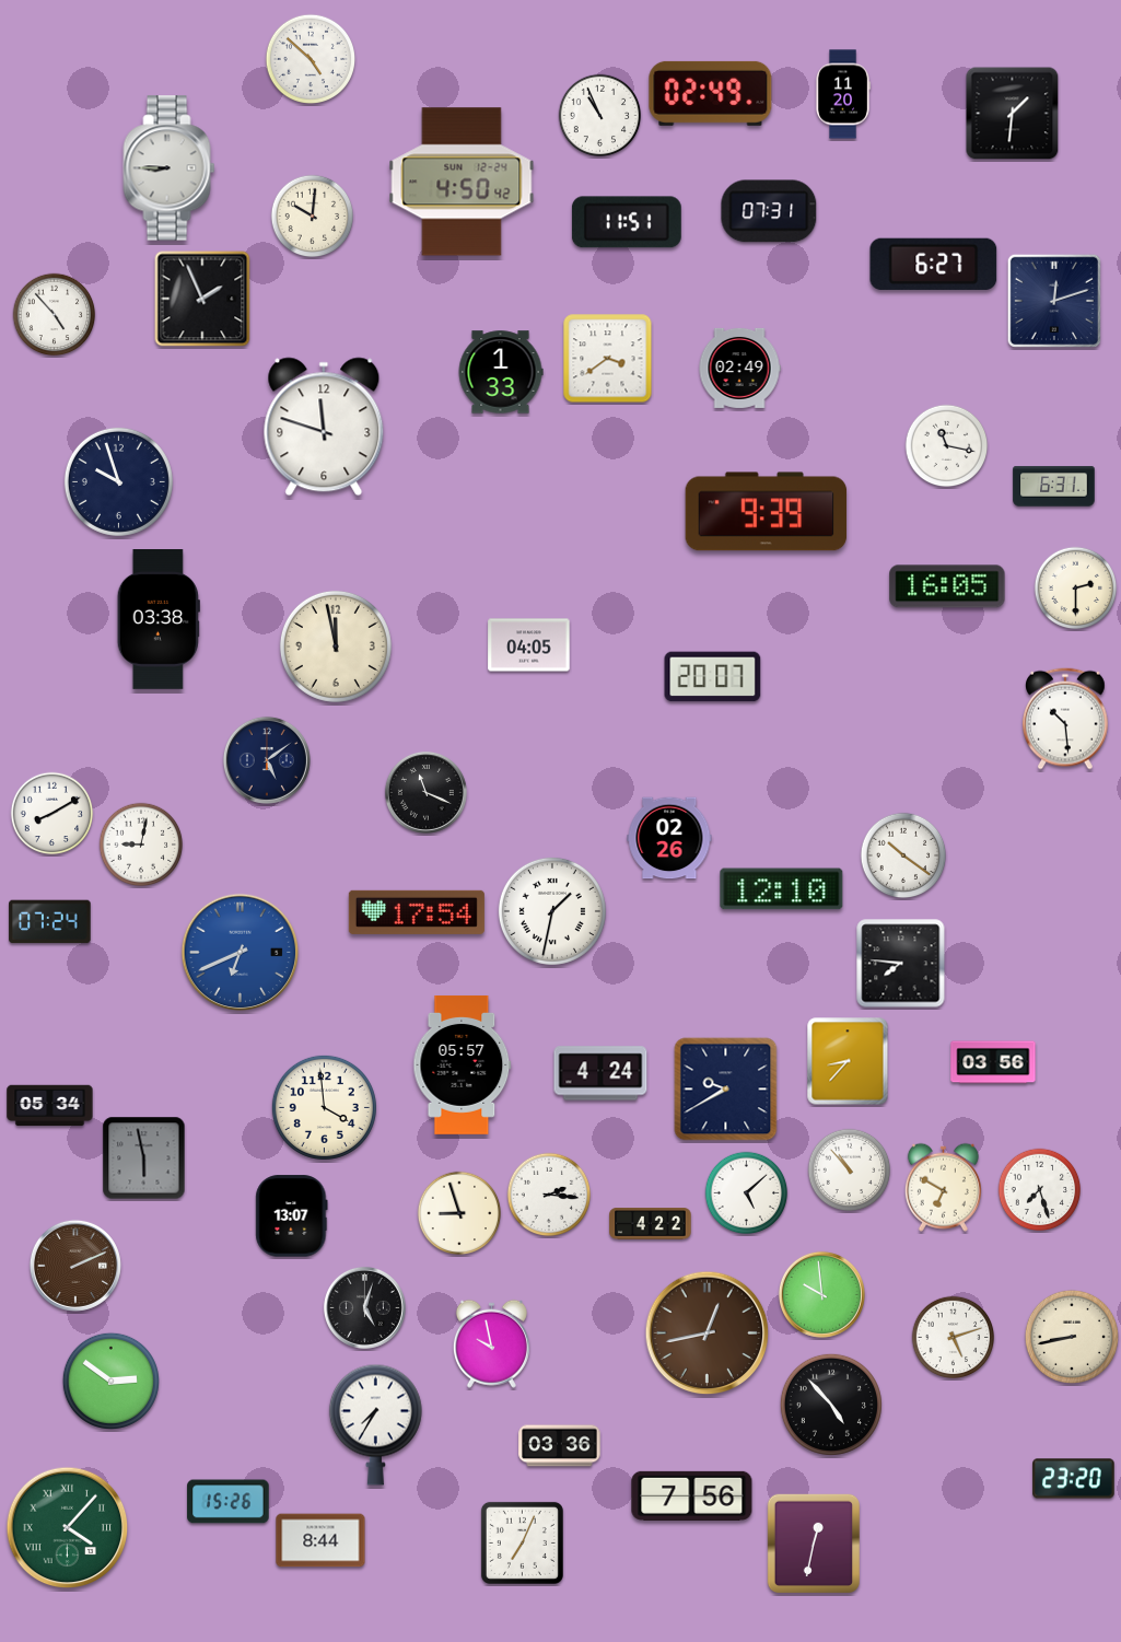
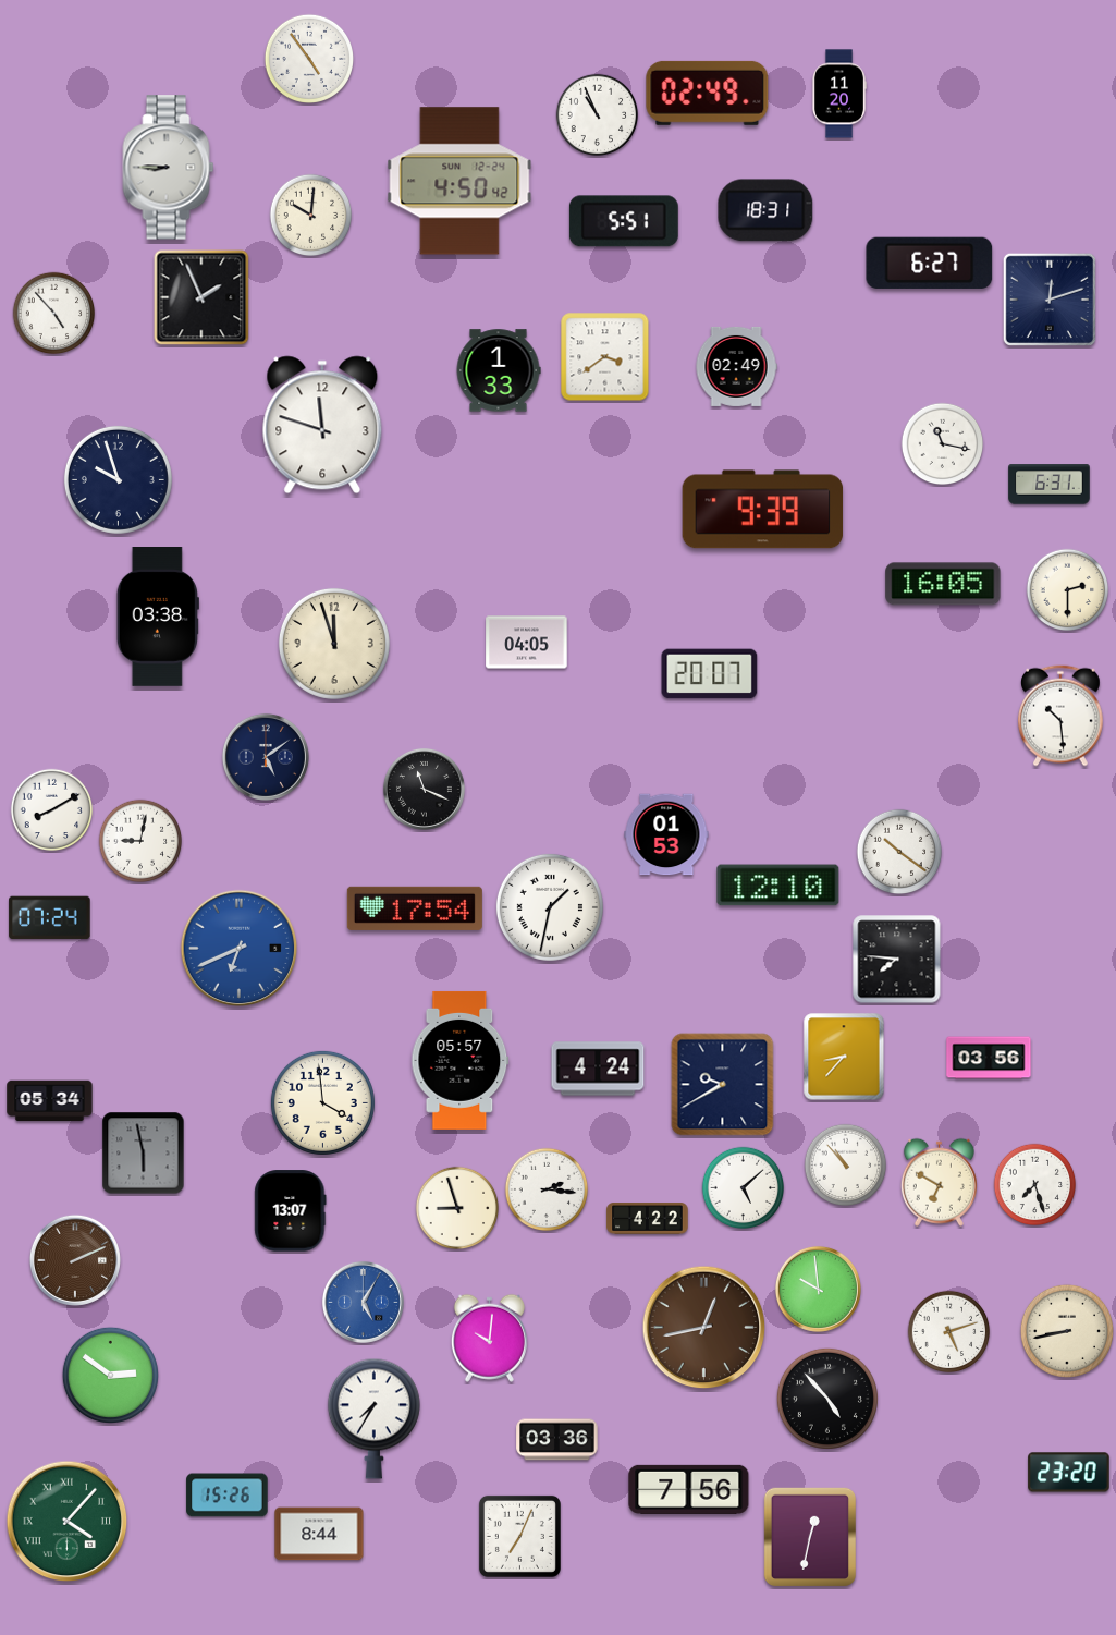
clock at (311, 59): 4:52 -> 4:54
clock at (1013, 114): 1:31 -> none
clock at (769, 211): 07:31 -> 18:31
clock at (627, 222): 11:51 -> 5:51
clock at (1076, 589) position: (1076, 589) -> (1068, 590)
clock at (336, 647): 11:58 -> 11:57
clock at (669, 838): 02:26 -> 01:53
clock at (364, 1307): 5:03 -> 5:05
clock at (364, 1307) dial: black -> blue
clock at (491, 1343): 9:58 -> 10:01
